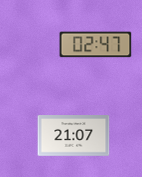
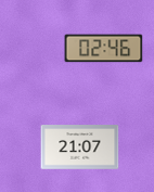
clock at (96, 45): 02:47 -> 02:46
